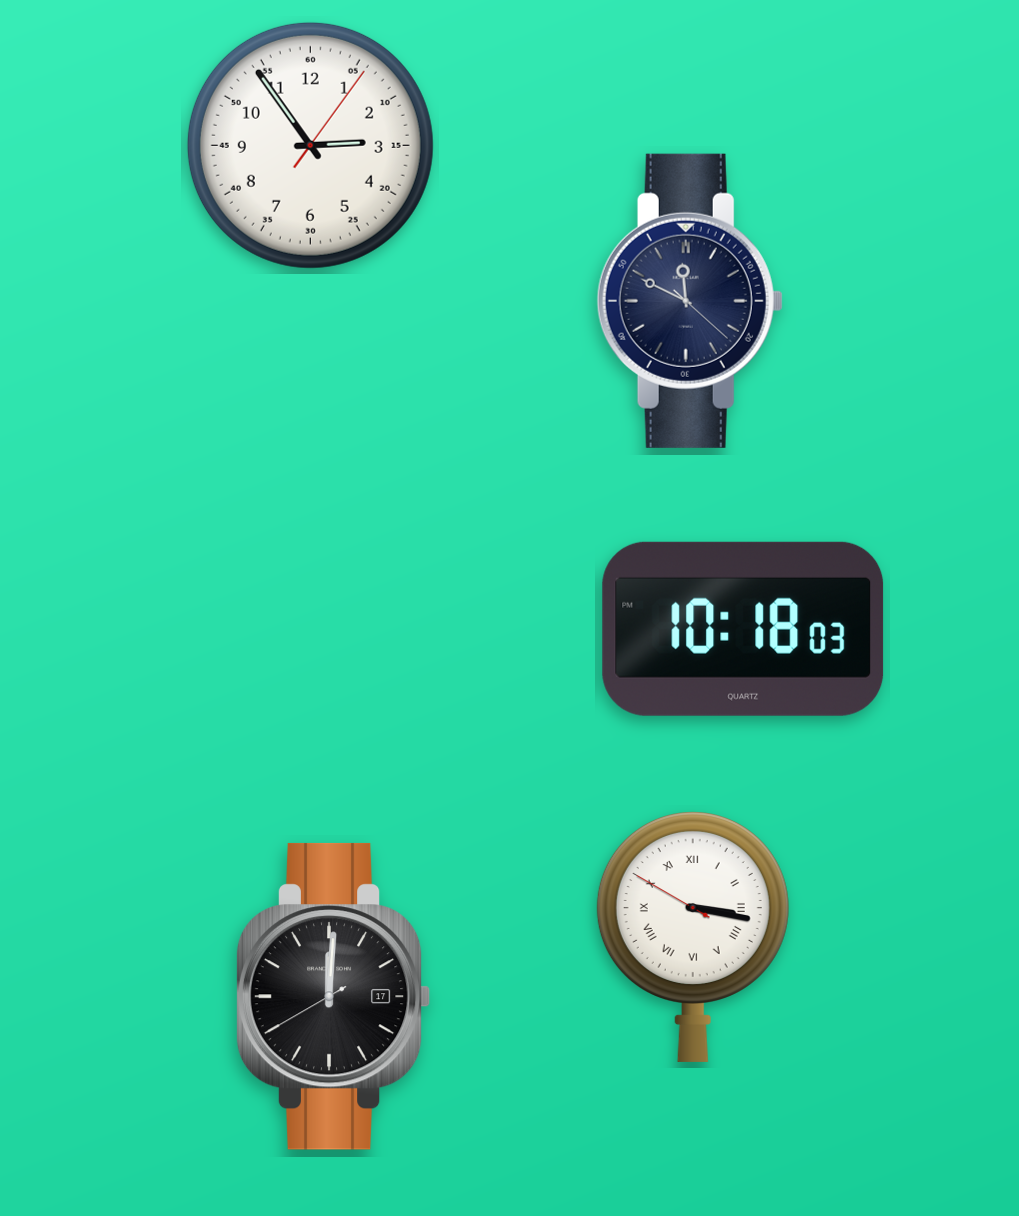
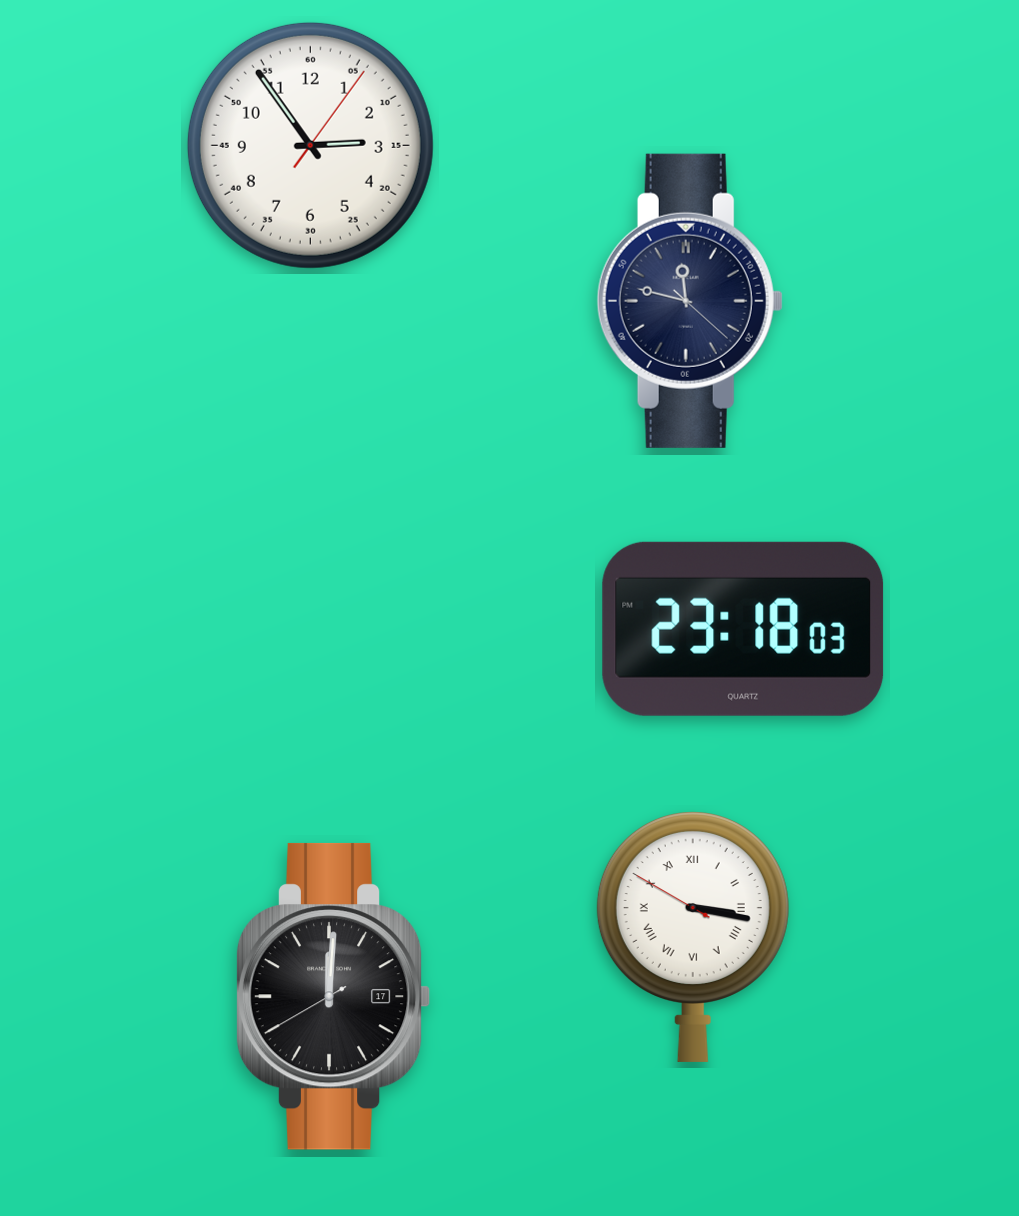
clock at (690, 301): 11:49 -> 11:47
clock at (743, 629): 10:18 -> 23:18
